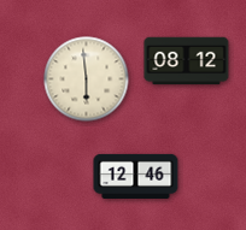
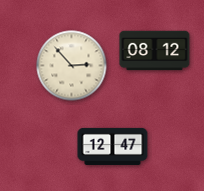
clock at (87, 79): 5:59 -> 2:53
clock at (136, 176): 12:46 -> 12:47
